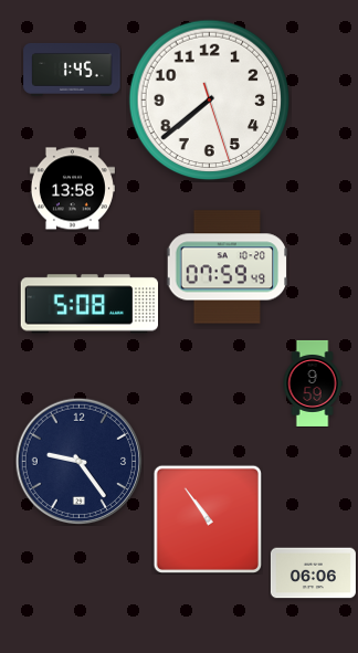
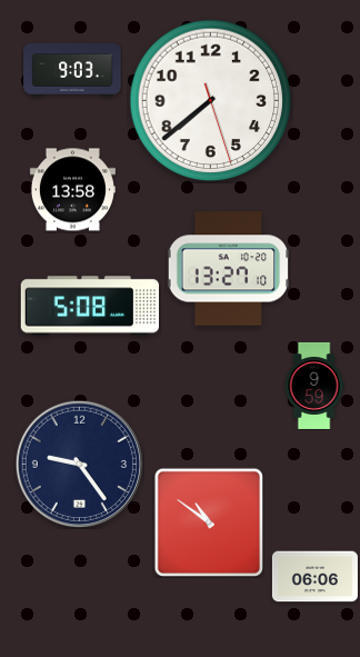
clock at (72, 70): 1:45 -> 9:03
clock at (227, 267): 07:59 -> 13:27
clock at (207, 518): 10:54 -> 10:51
